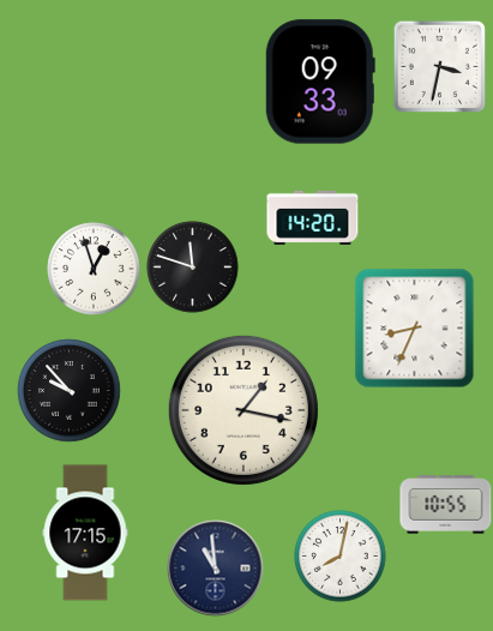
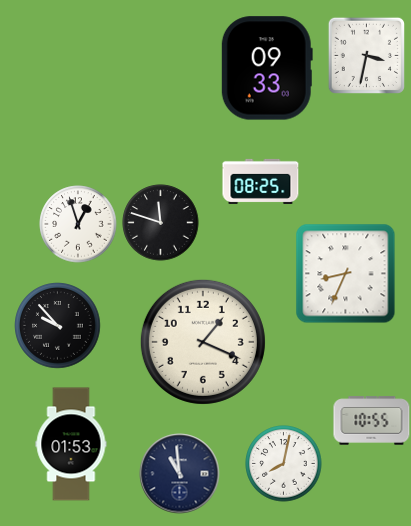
clock at (313, 217): 14:20 -> 08:25
clock at (244, 410): 1:17 -> 1:19
clock at (85, 533): 17:15 -> 01:53
